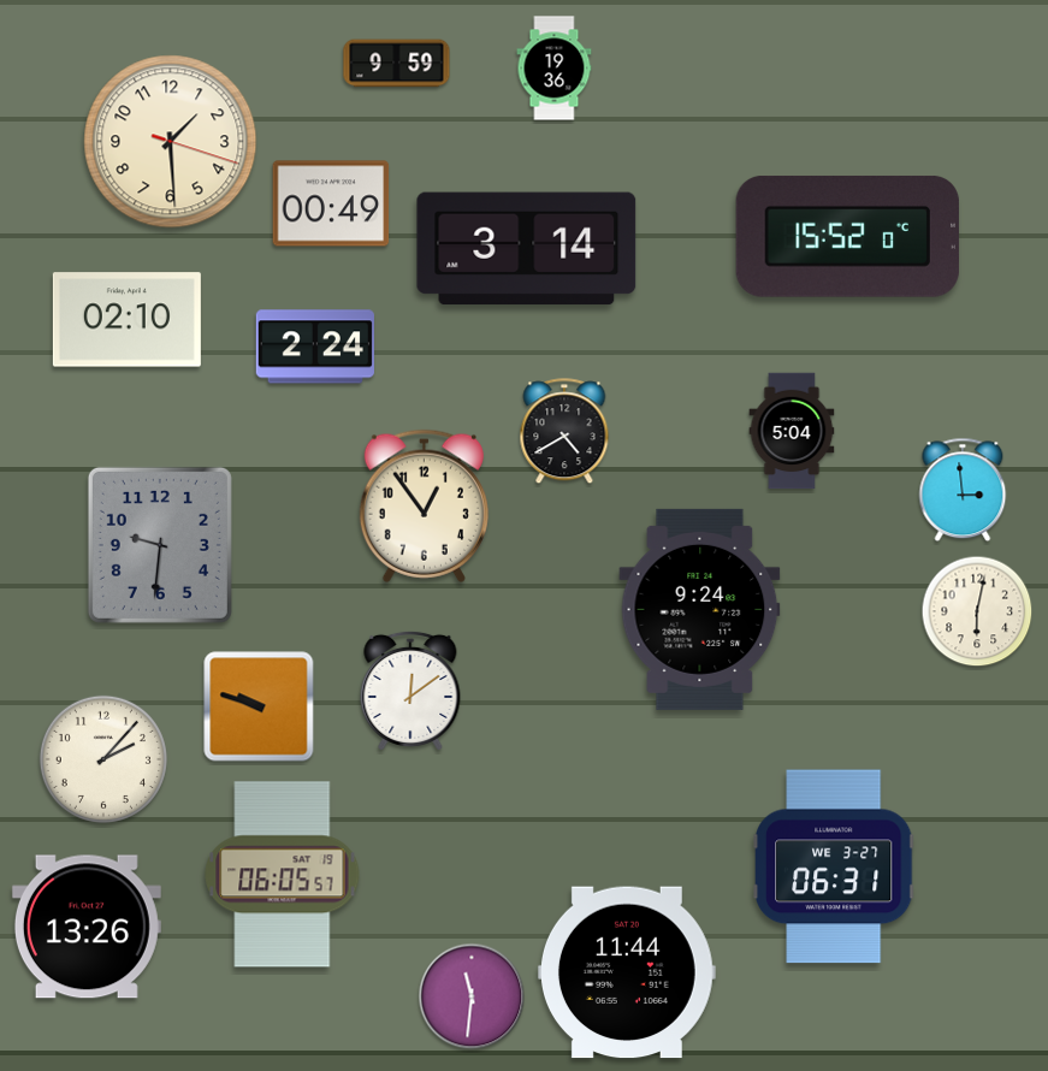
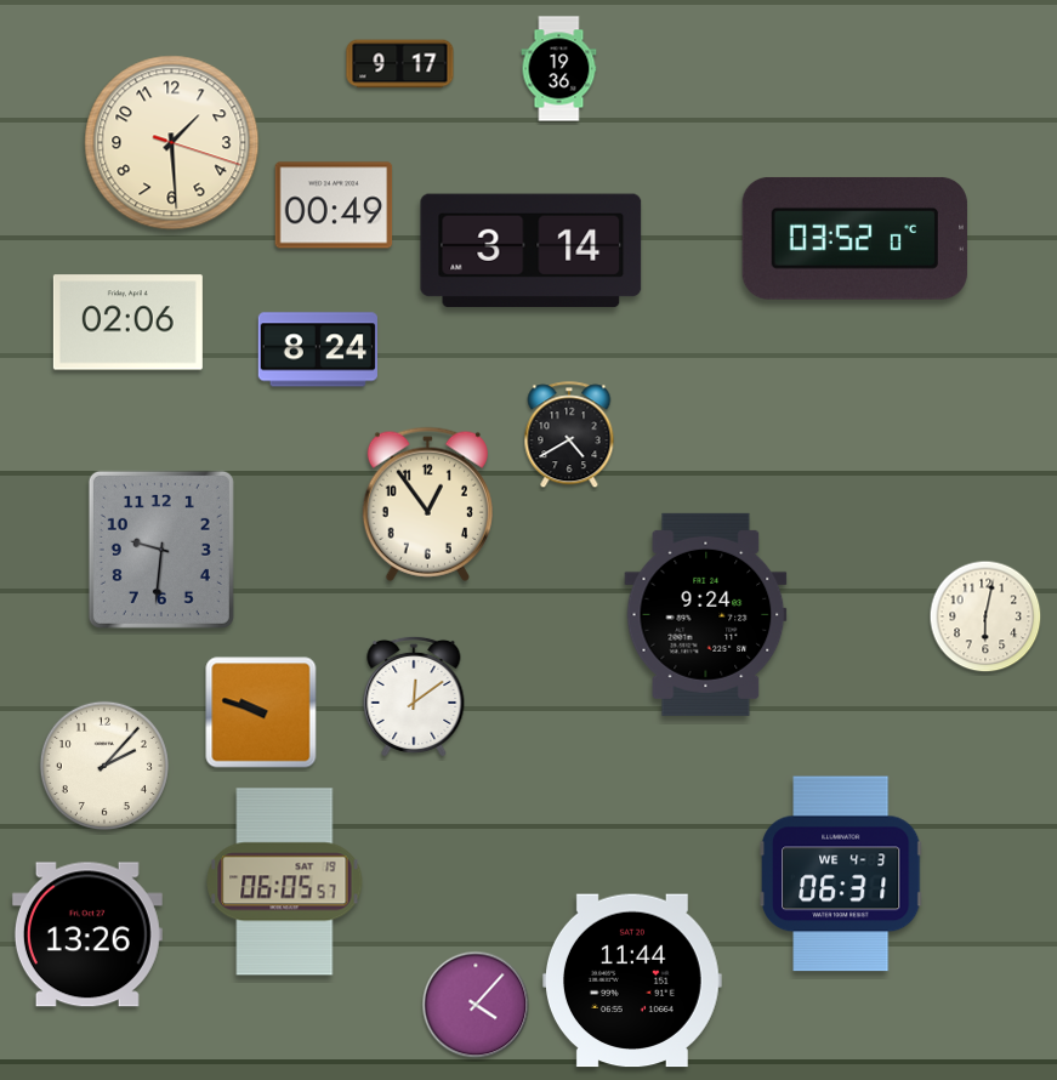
clock at (397, 64): 9:59 -> 9:17
clock at (847, 237): 15:52 -> 03:52
clock at (126, 320): 02:10 -> 02:06
clock at (315, 347): 2:24 -> 8:24
clock at (792, 431): 5:04 -> none
clock at (963, 490): 2:59 -> none
clock at (424, 505) position: (424, 505) -> (427, 504)
clock at (834, 866) date: WE 3-27 -> WE 4-3
clock at (472, 996): 11:31 -> 4:07
